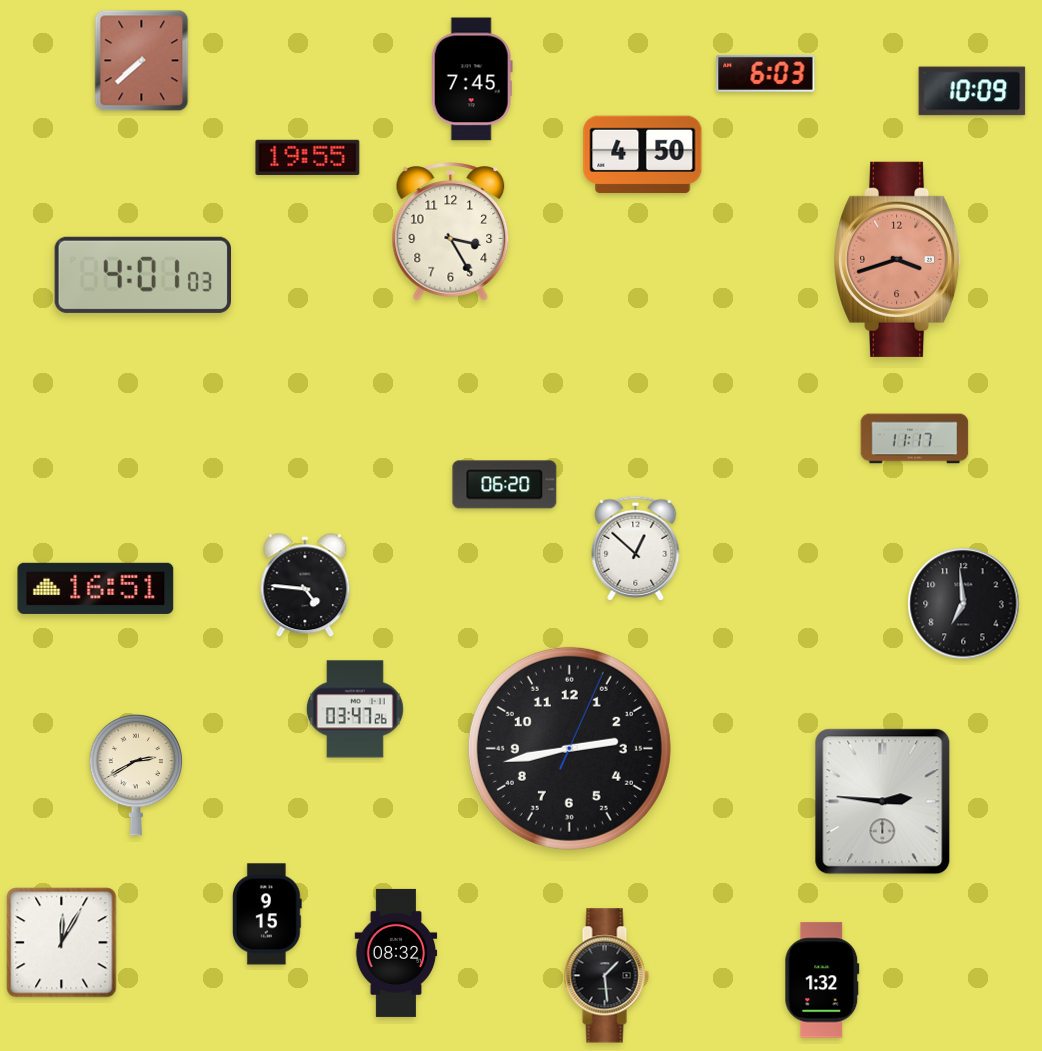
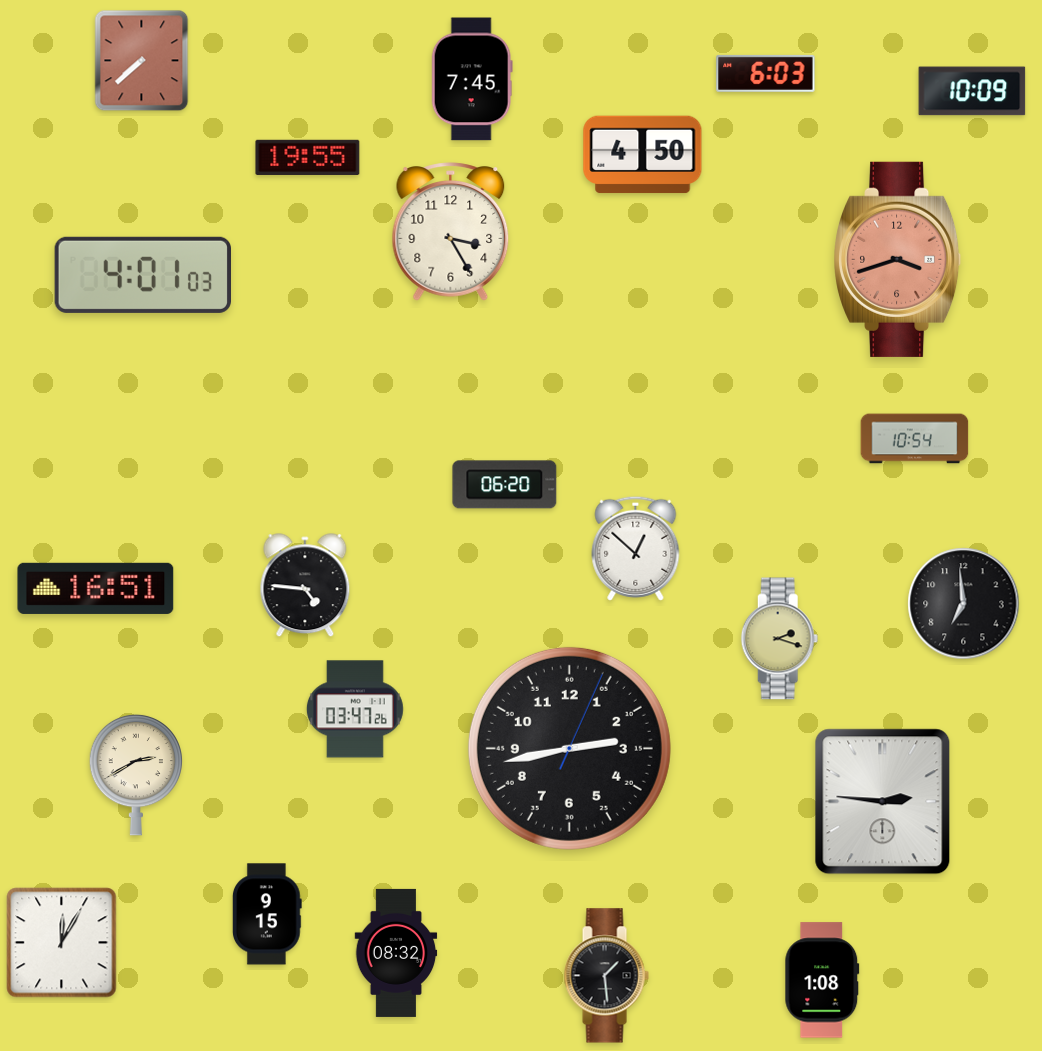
clock at (915, 439): 11:17 -> 10:54
clock at (780, 639): none -> 2:18
clock at (822, 980): 1:32 -> 1:08
